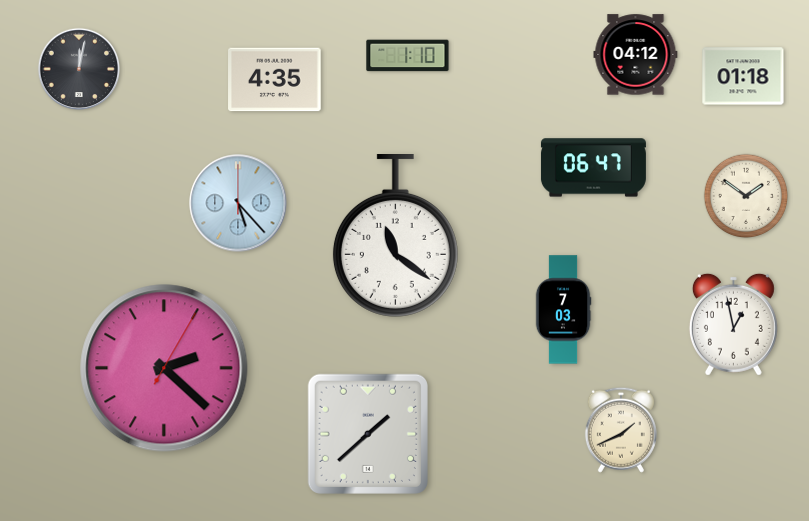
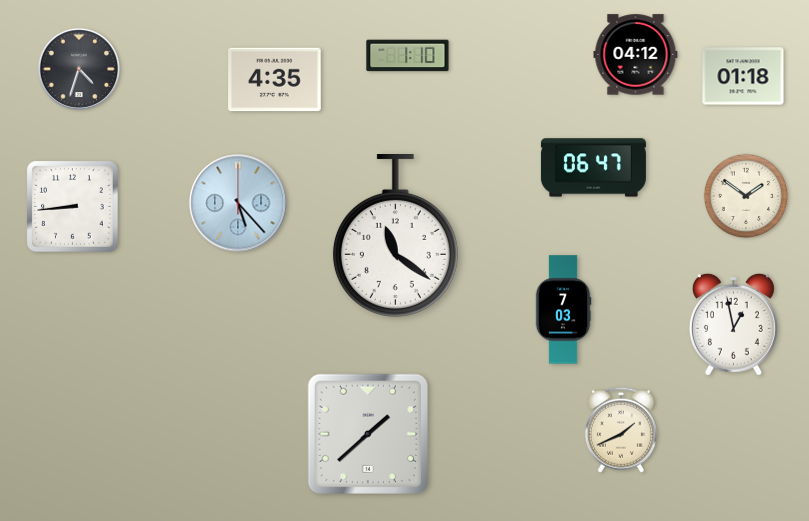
clock at (79, 69): 12:02 -> 4:33
clock at (73, 207): none -> 8:44
clock at (164, 368): 2:22 -> none
